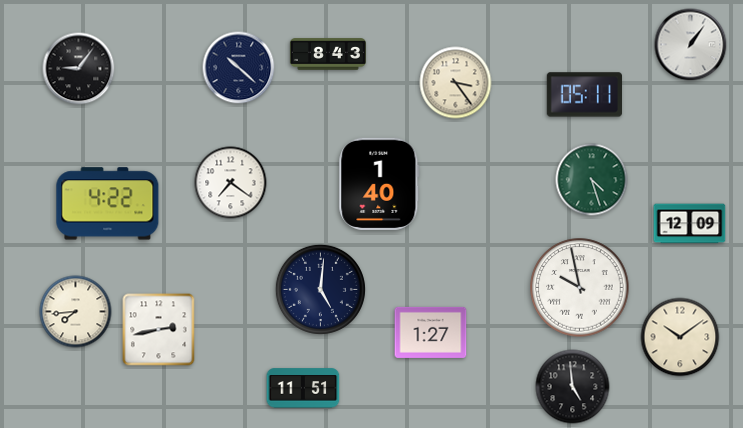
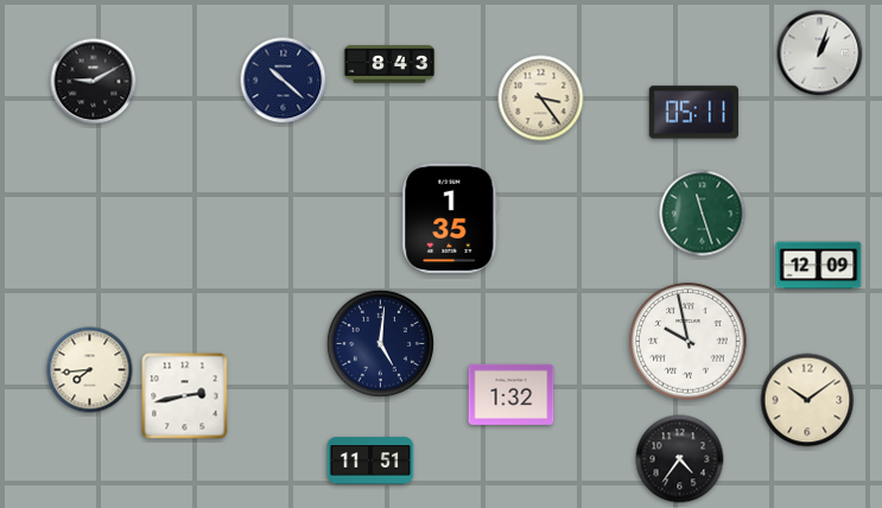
clock at (691, 45): 1:06 -> 1:03
clock at (79, 69): 9:06 -> 9:10
clock at (592, 180): 4:27 -> 11:27
clock at (231, 183): 7:21 -> none
clock at (379, 184): 1:40 -> 1:35
clock at (108, 204): 4:22 -> none
clock at (159, 330) position: (159, 330) -> (185, 396)
clock at (431, 332): 1:27 -> 1:32
clock at (573, 387): 4:59 -> 4:36
clock at (303, 388) position: (303, 388) -> (370, 461)
